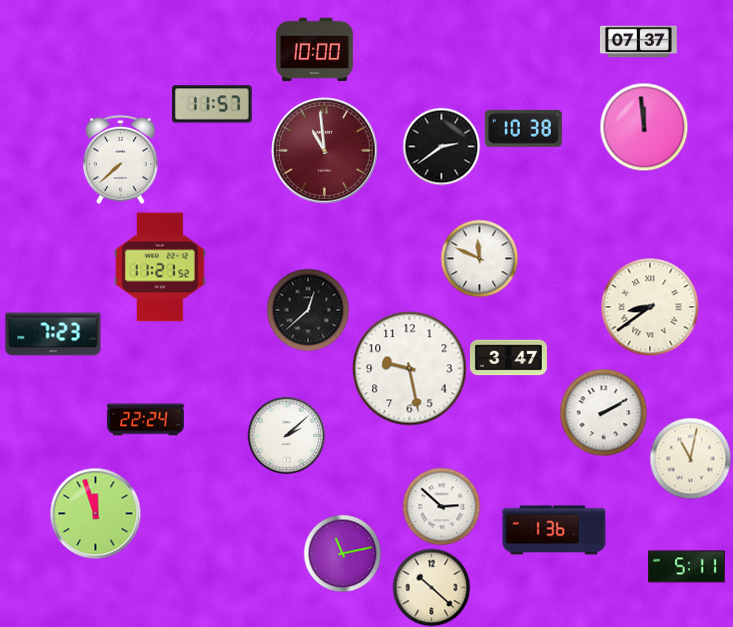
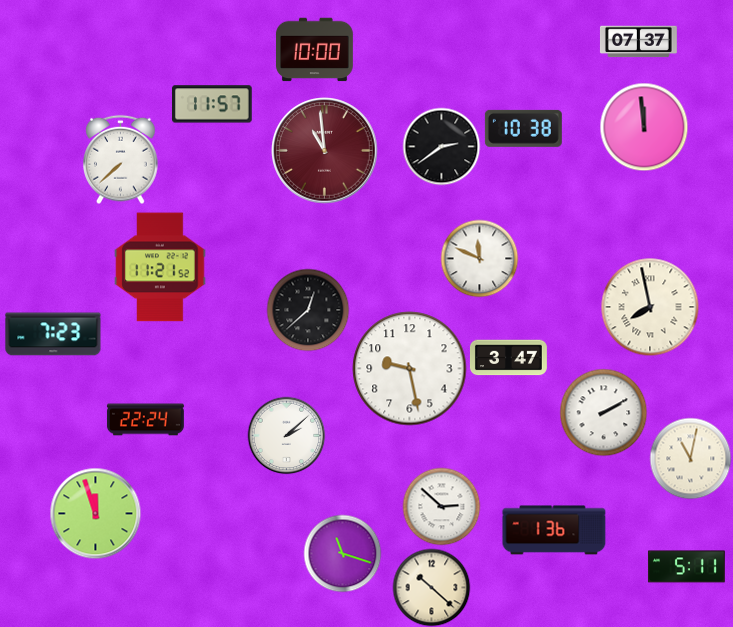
clock at (650, 307): 8:39 -> 7:58
clock at (342, 553): 11:13 -> 11:18
